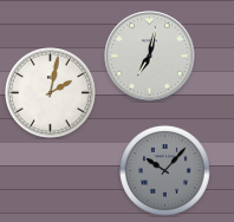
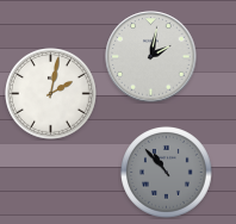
clock at (150, 57): 7:02 -> 2:02
clock at (165, 171): 10:07 -> 10:53
